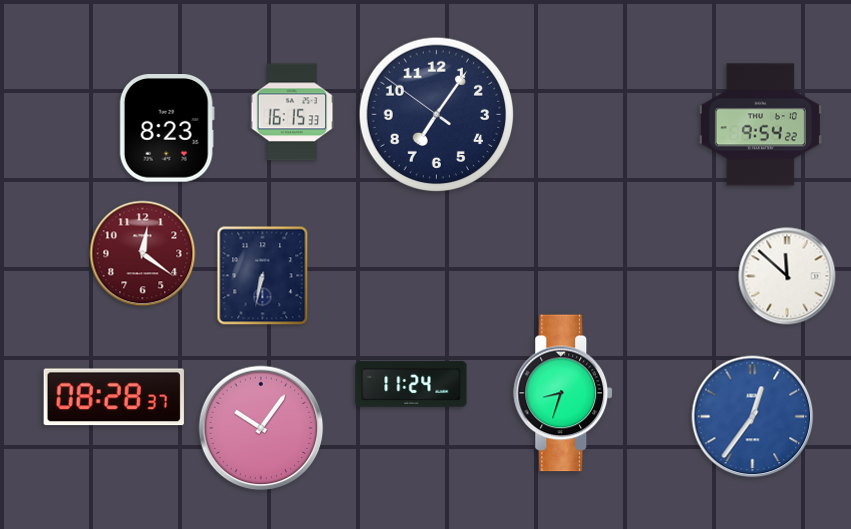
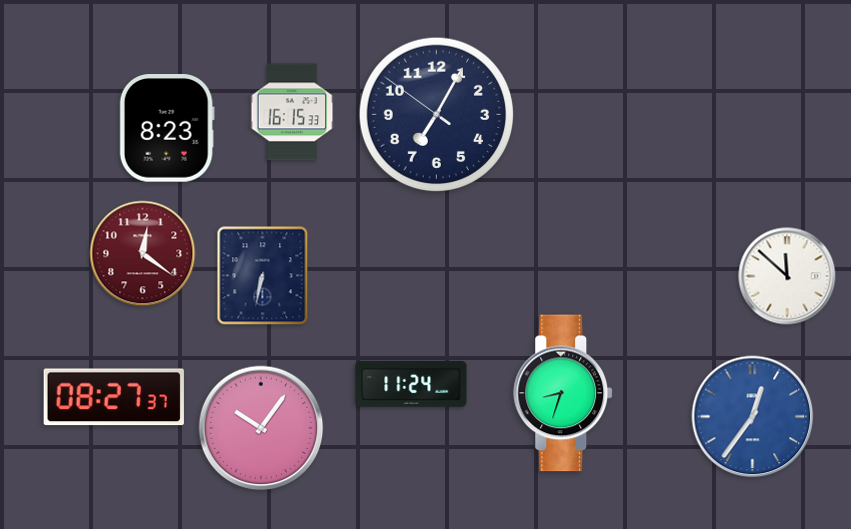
clock at (437, 115): 7:05 -> 7:04
clock at (760, 125): 9:54 -> none
clock at (114, 397): 08:28 -> 08:27
